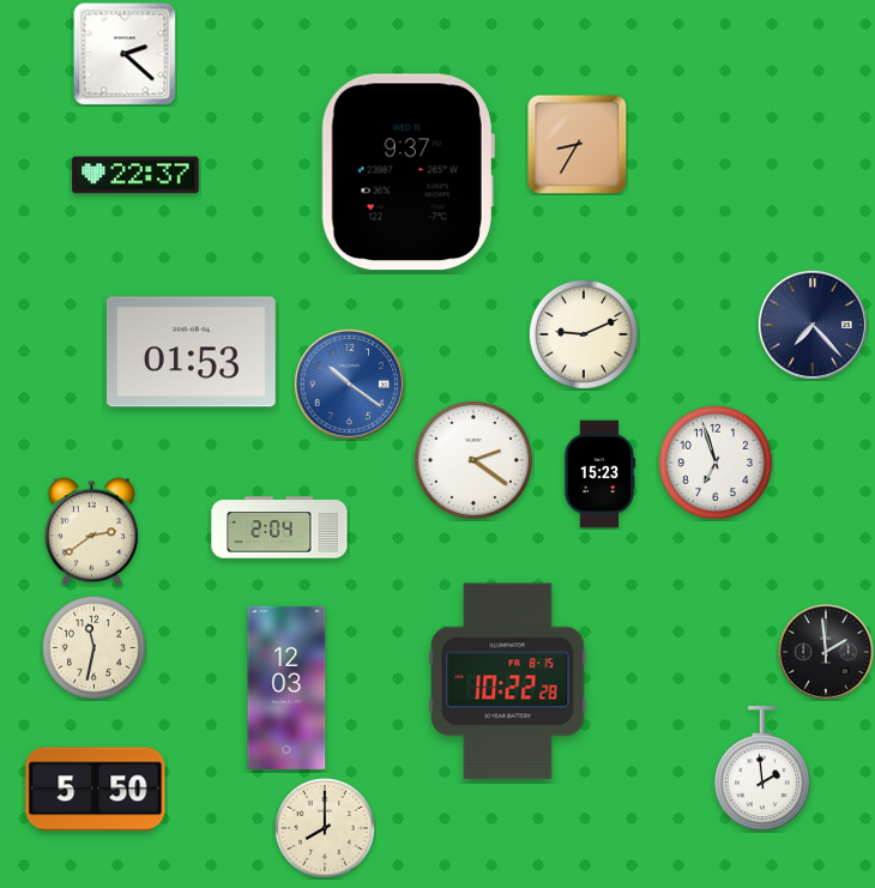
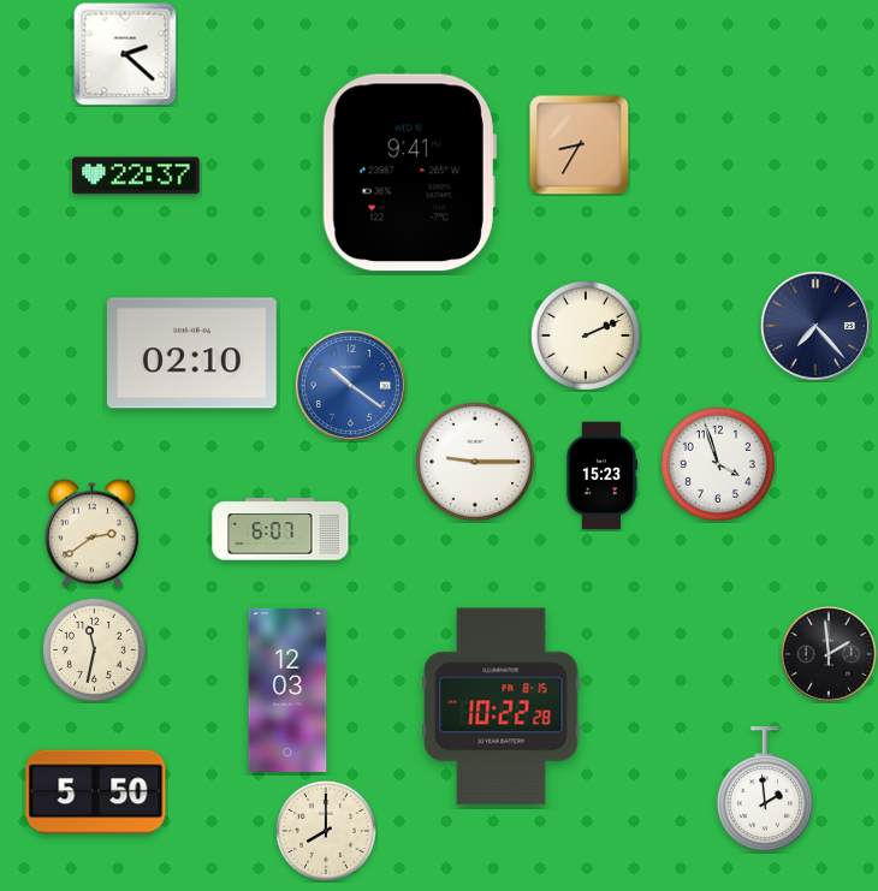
clock at (408, 173): 9:37 -> 9:41
clock at (584, 334): 9:11 -> 2:11
clock at (191, 352): 01:53 -> 02:10
clock at (473, 460): 2:21 -> 9:15
clock at (716, 463): 6:57 -> 3:57
clock at (279, 527): 2:04 -> 6:07
clock at (508, 682) position: (508, 682) -> (502, 707)
clock at (762, 769) position: (762, 769) -> (765, 790)
